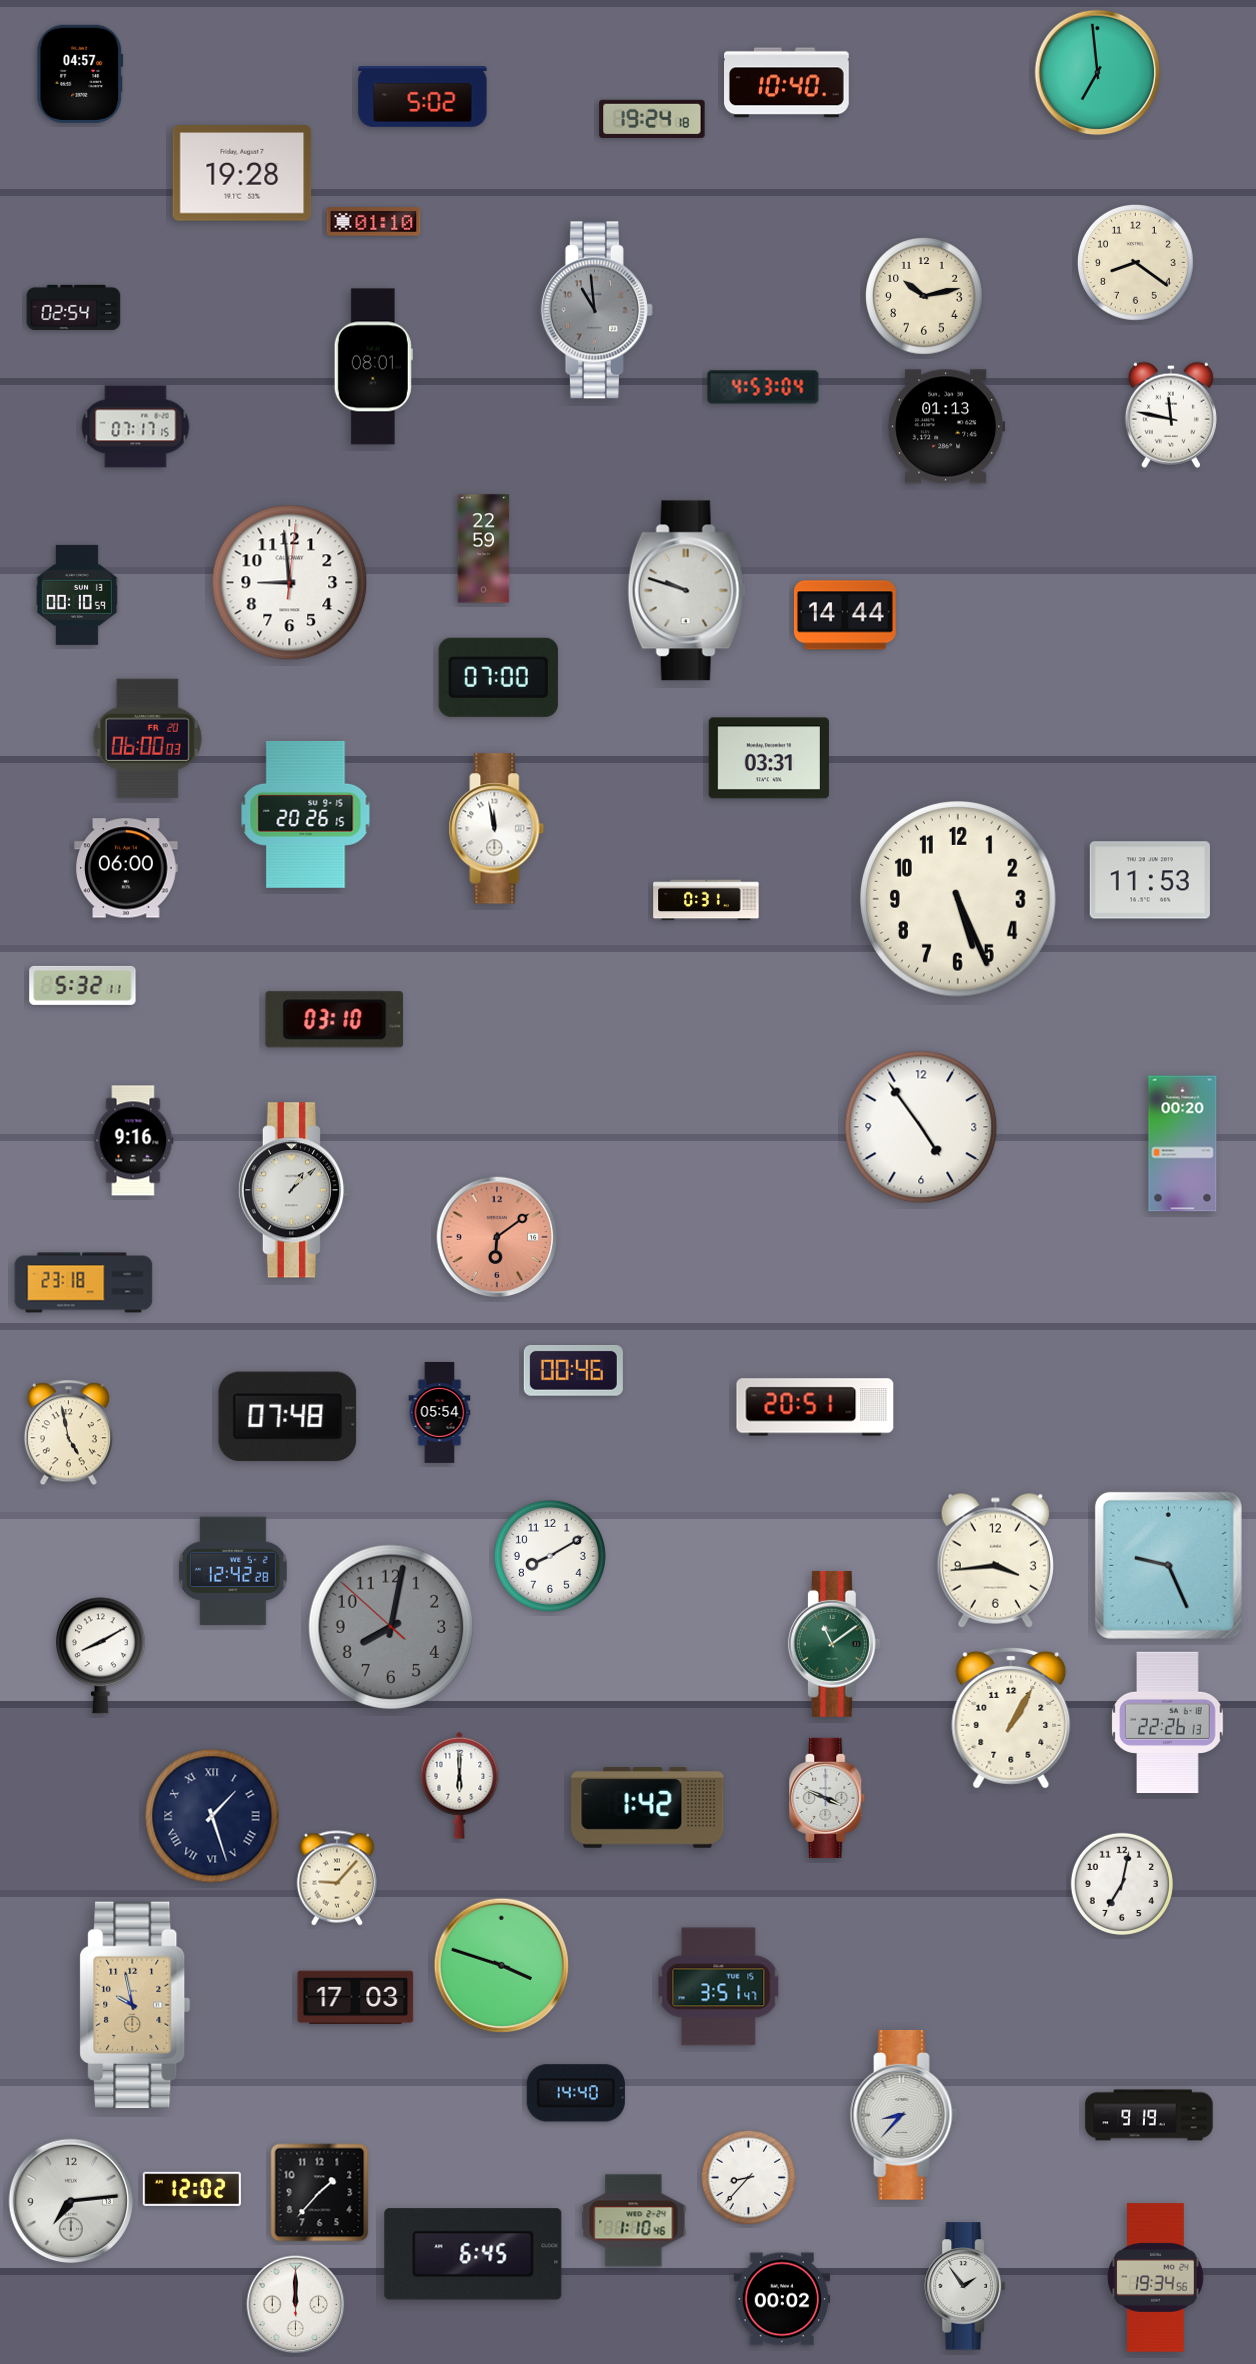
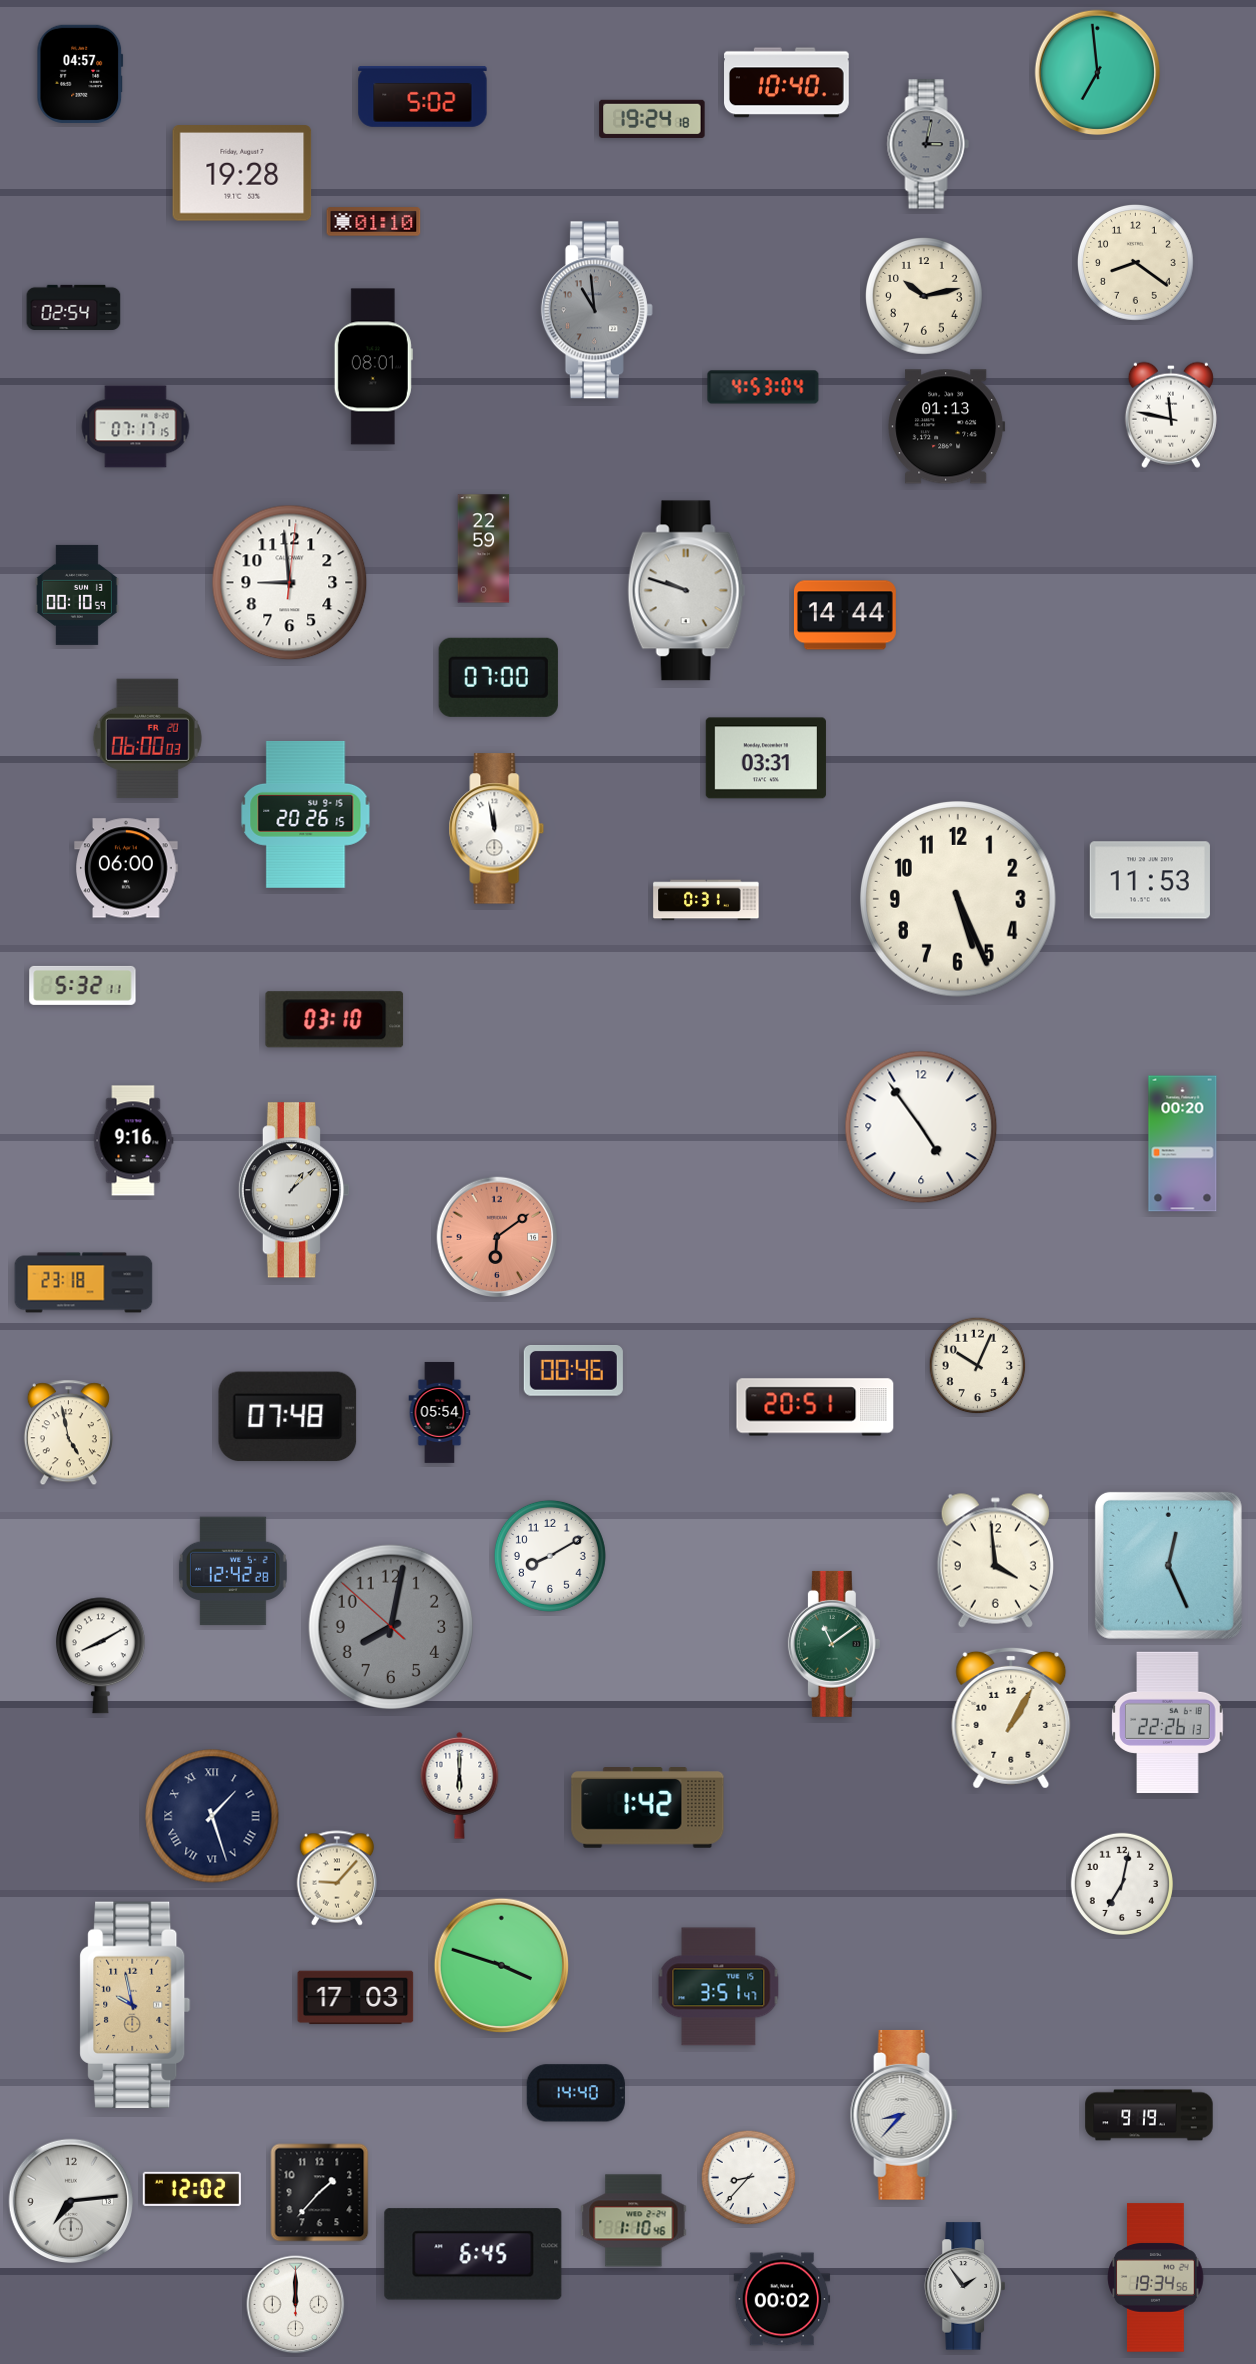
clock at (928, 144): none -> 3:02
clock at (769, 758) position: (769, 758) -> (766, 758)
clock at (978, 1366): none -> 10:04
clock at (995, 1560): 3:44 -> 3:59
clock at (1168, 1565): 9:26 -> 12:26
clock at (827, 1798): 3:49 -> none
